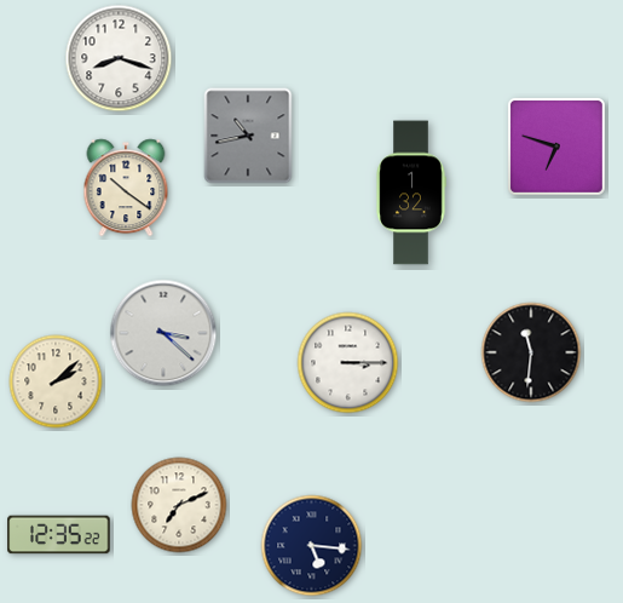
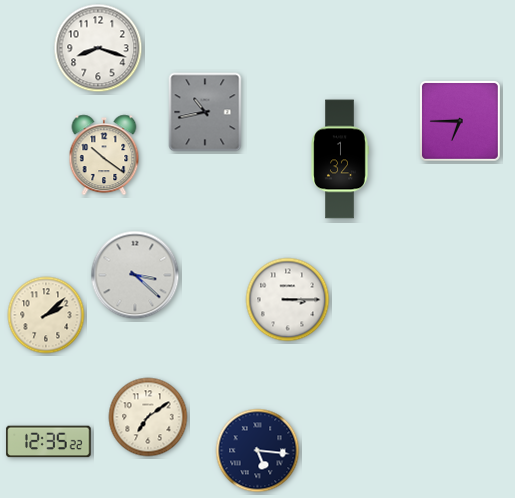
clock at (556, 147): 6:48 -> 6:45
clock at (531, 352): 11:31 -> none
clock at (179, 505): 7:11 -> 7:09
